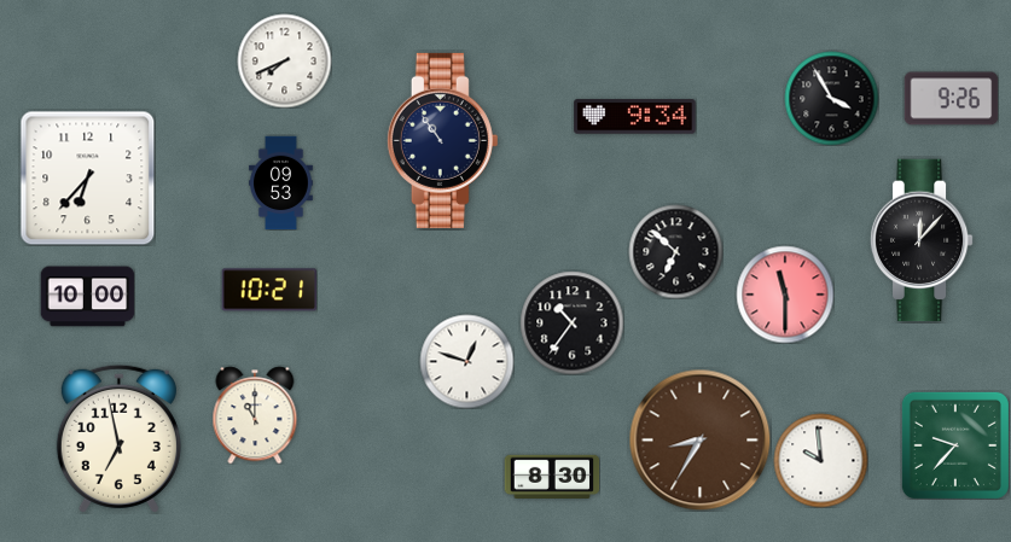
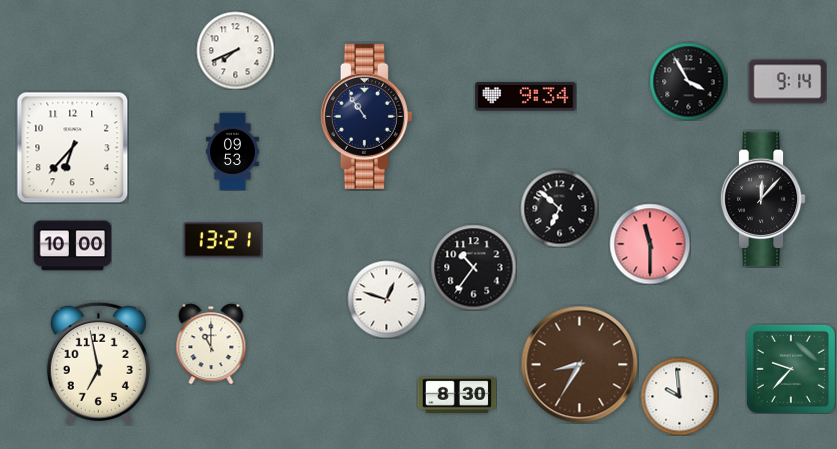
clock at (951, 99): 9:26 -> 9:14
clock at (268, 290): 10:21 -> 13:21
clock at (820, 460) position: (820, 460) -> (679, 396)
